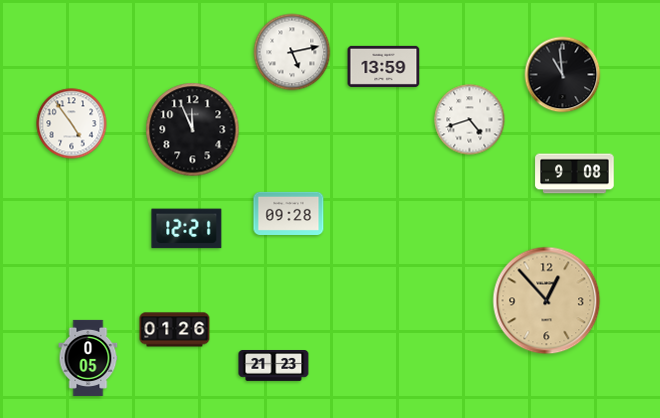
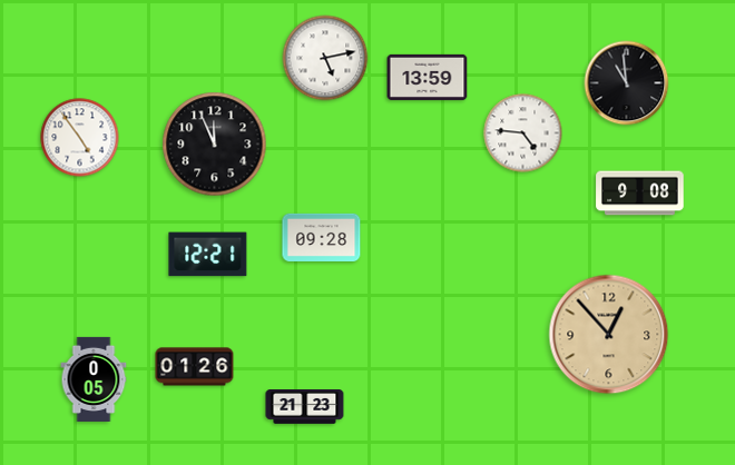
clock at (384, 66) position: (384, 66) -> (428, 77)
clock at (470, 120): 4:42 -> 4:46
clock at (88, 358) position: (88, 358) -> (94, 379)
